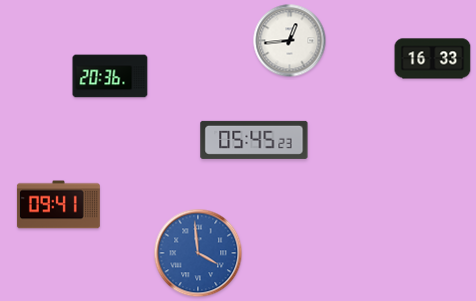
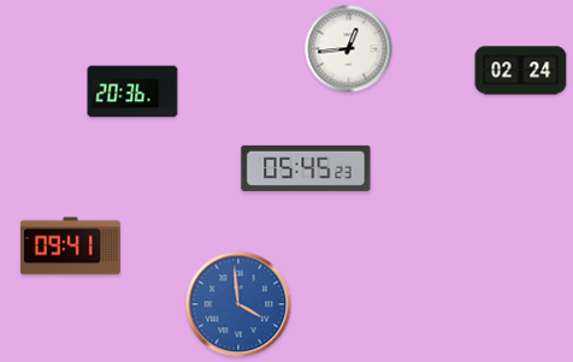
clock at (433, 59): 16:33 -> 02:24
